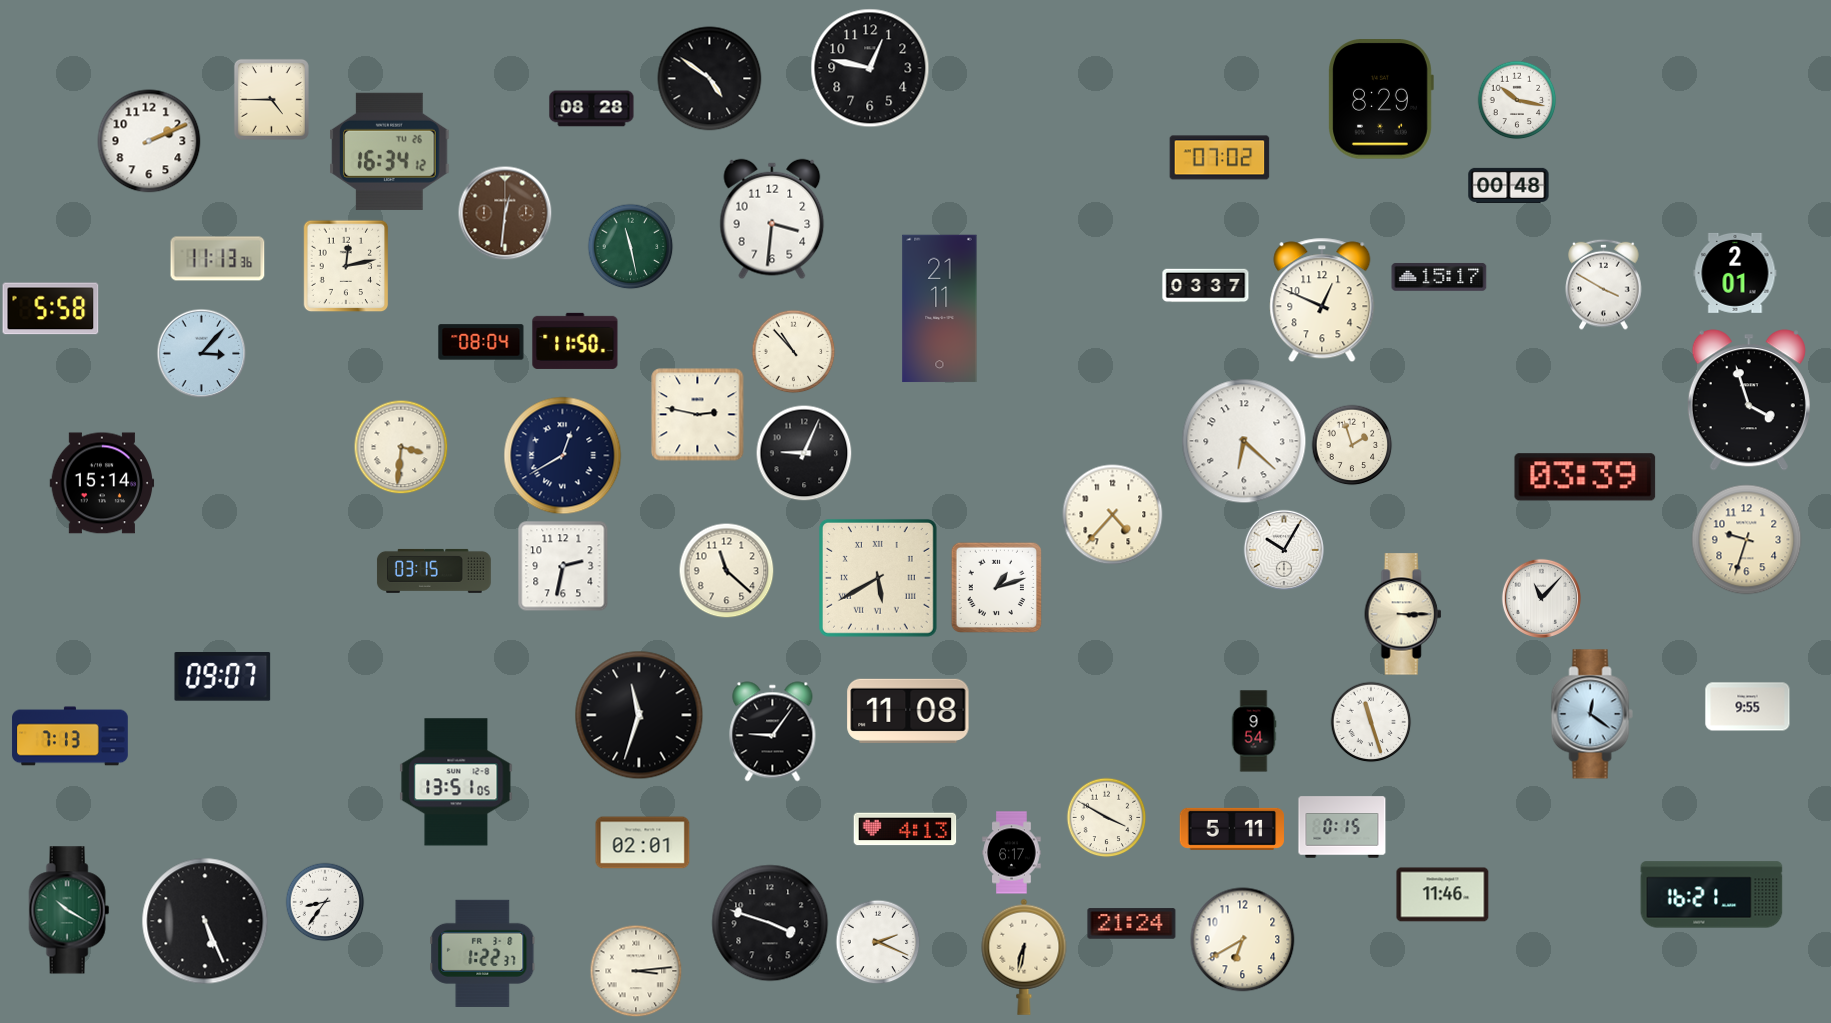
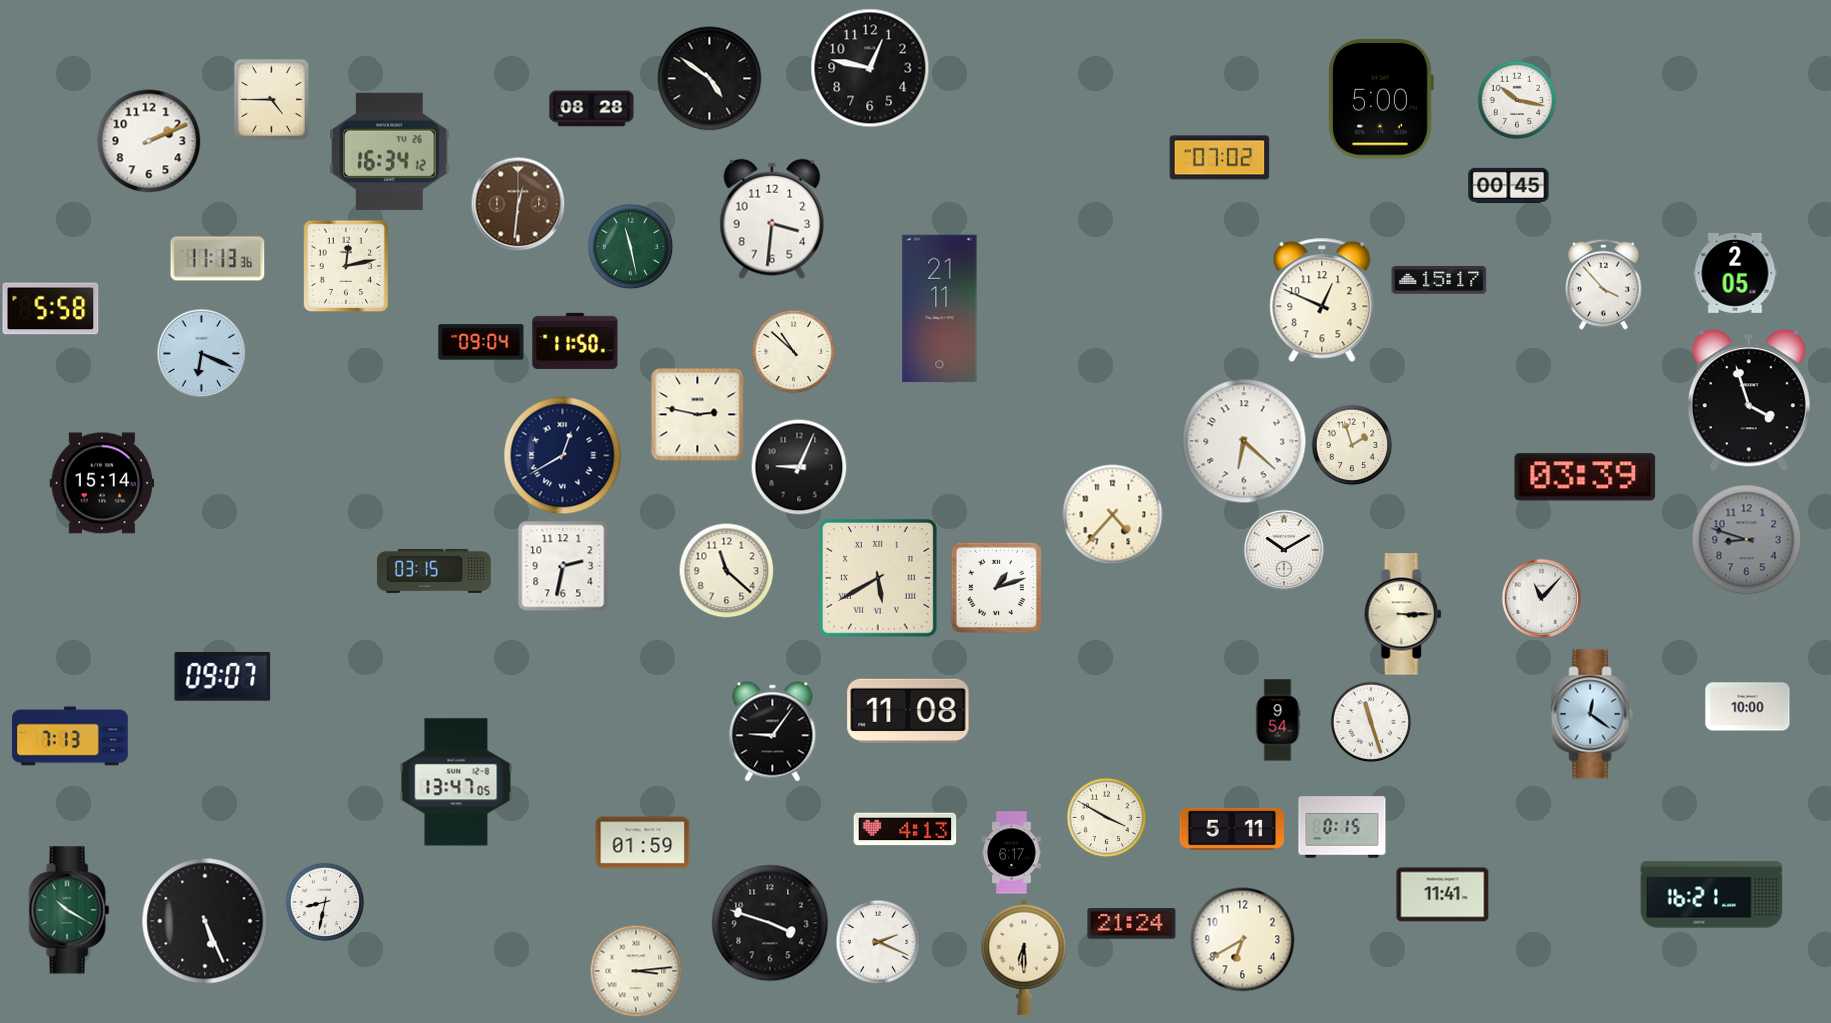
clock at (1381, 99): 8:29 -> 5:00
clock at (1509, 185): 00:48 -> 00:45
clock at (505, 213) position: (505, 213) -> (518, 204)
clock at (1735, 273): 2:01 -> 2:05
clock at (1439, 277) position: (1439, 277) -> (1439, 280)
clock at (1604, 284): 3:50 -> 3:53
clock at (1206, 286): 03:37 -> none
clock at (481, 342): 08:04 -> 09:04
clock at (793, 351): 10:53 -> 10:52
clock at (201, 353): 3:07 -> 6:19
clock at (401, 447): 3:31 -> none
clock at (804, 453) position: (804, 453) -> (799, 467)
clock at (1747, 540): 9:33 -> 8:48
clock at (1747, 540) dial: cream -> grey
clock at (1284, 550): 10:05 -> 10:10
clock at (1748, 707): 9:55 -> 10:00
clock at (639, 715): 11:33 -> none
clock at (1254, 731) position: (1254, 731) -> (1278, 720)
clock at (456, 782): 13:51 -> 13:47
clock at (643, 843): 02:01 -> 01:59
clock at (1443, 895): 11:46 -> 11:41
clock at (325, 902): 8:36 -> 8:32
clock at (483, 953): 1:22 -> none
clock at (1024, 957): 6:32 -> 6:30
